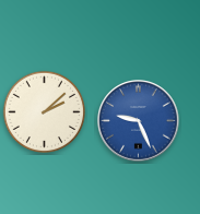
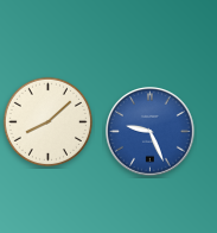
clock at (44, 111): 2:08 -> 8:08
